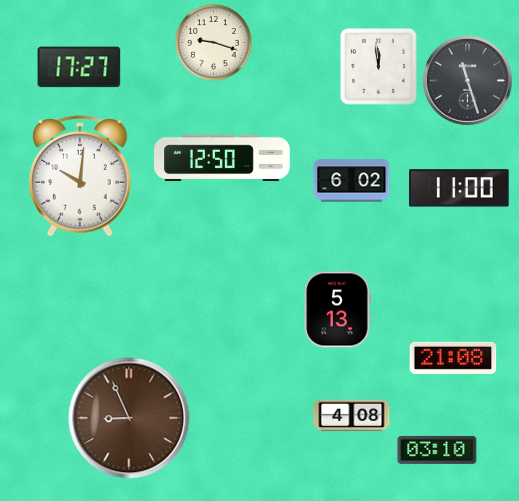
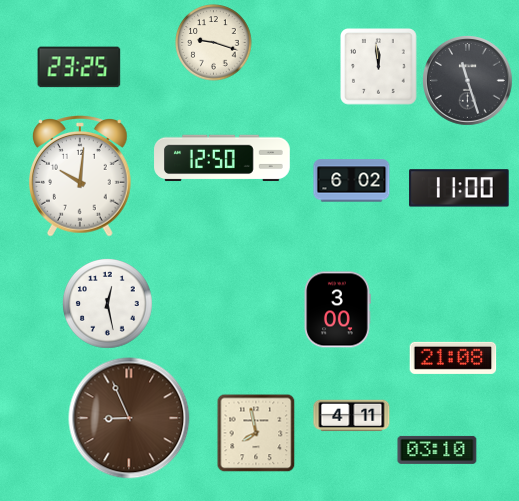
clock at (79, 67): 17:27 -> 23:25
clock at (108, 304): none -> 12:28
clock at (337, 310): 5:13 -> 3:00
clock at (352, 416): 4:08 -> 4:11
clock at (256, 433): none -> 7:58
